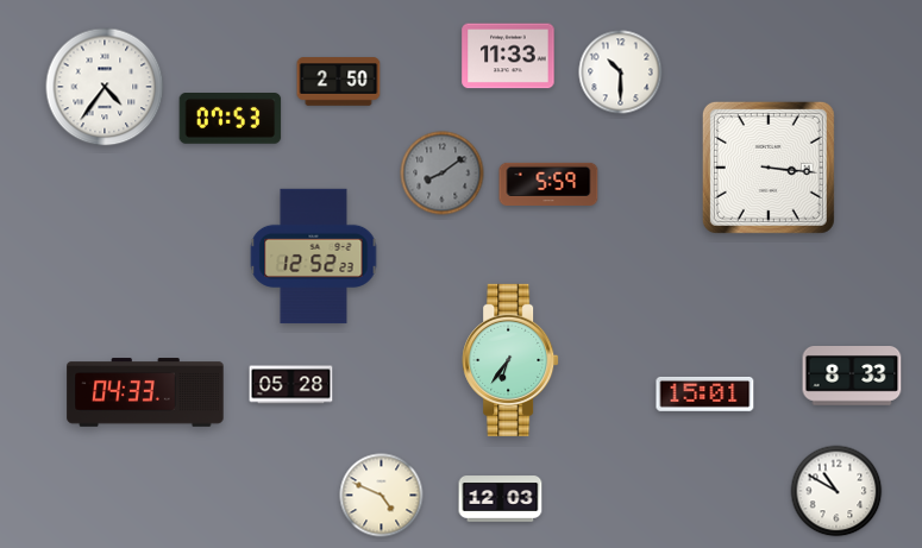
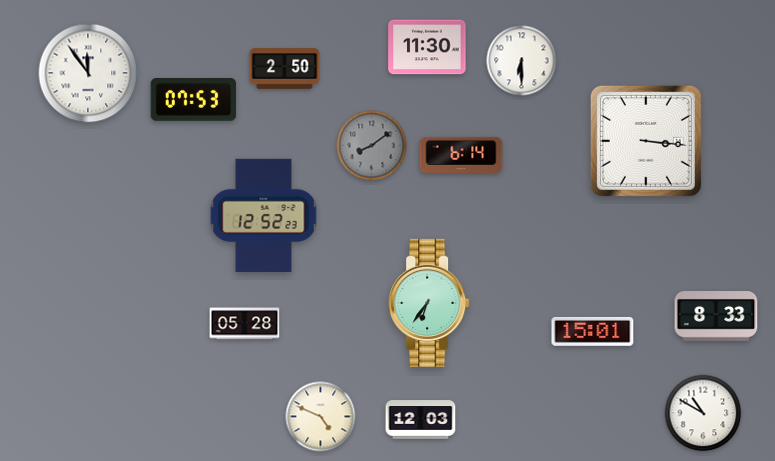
clock at (508, 56): 11:33 -> 11:30
clock at (621, 73): 10:30 -> 6:30
clock at (105, 87): 4:36 -> 11:54
clock at (548, 184): 5:59 -> 6:14
clock at (145, 392): 04:33 -> none
